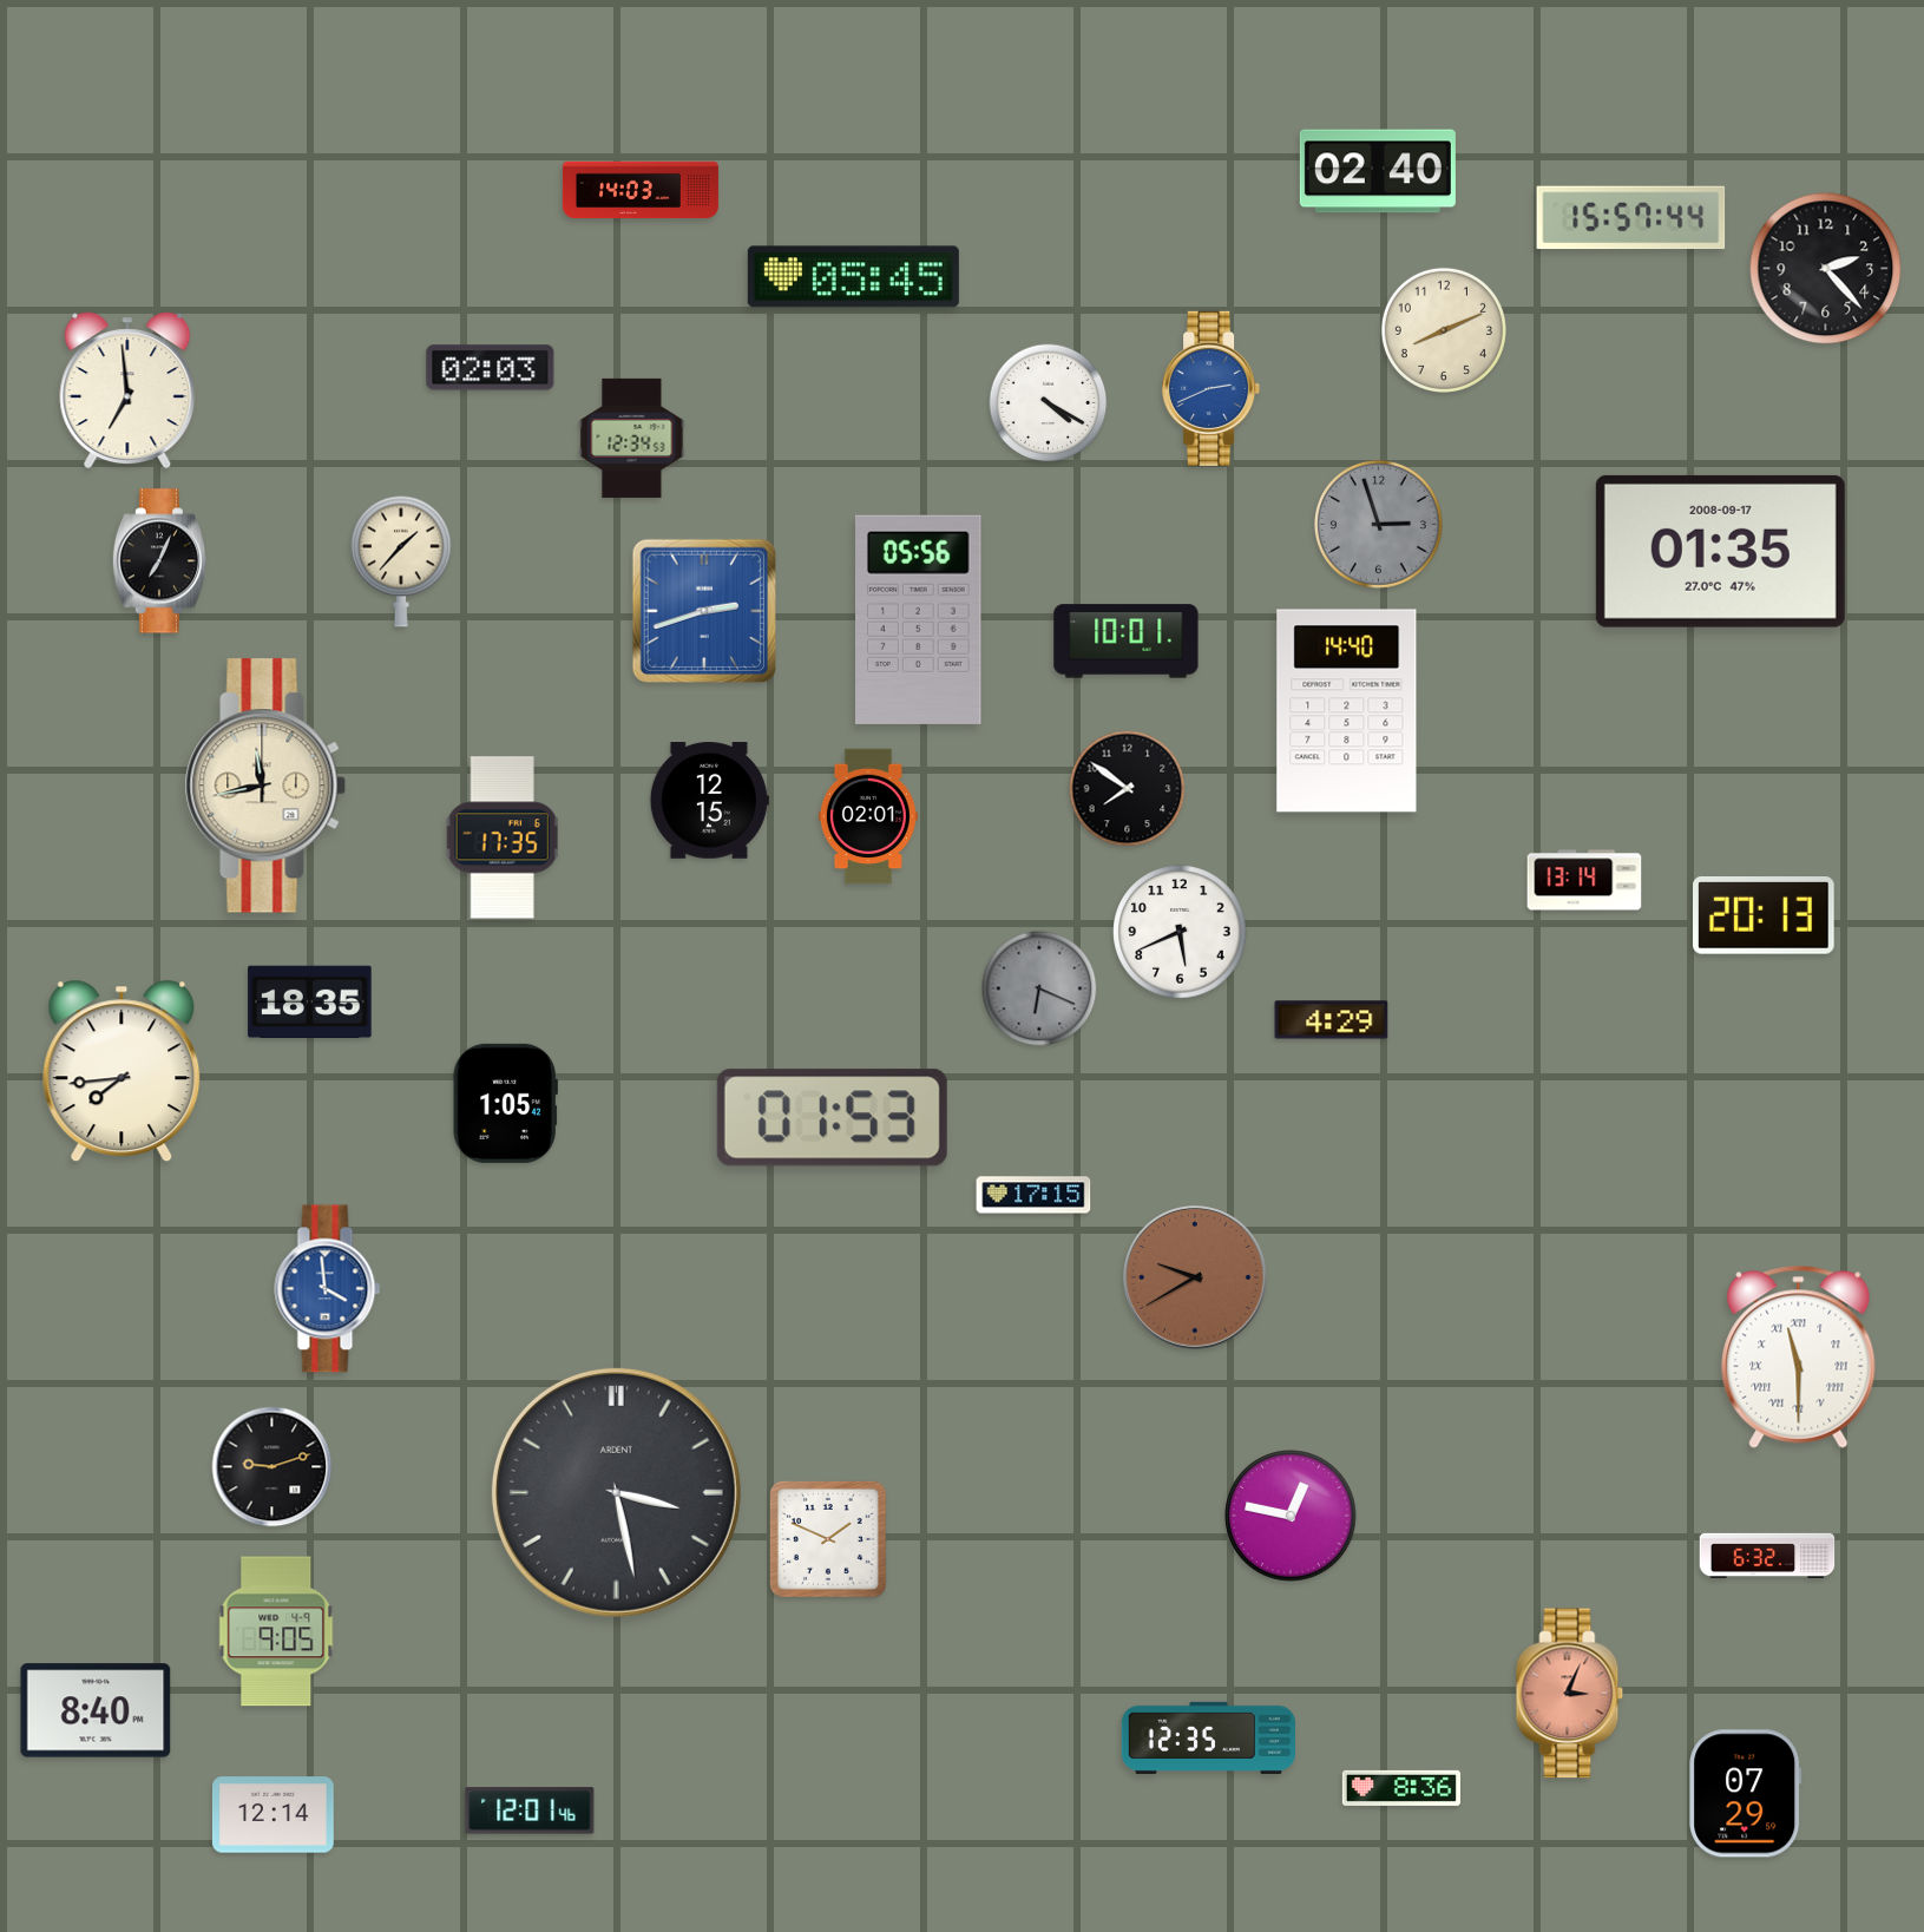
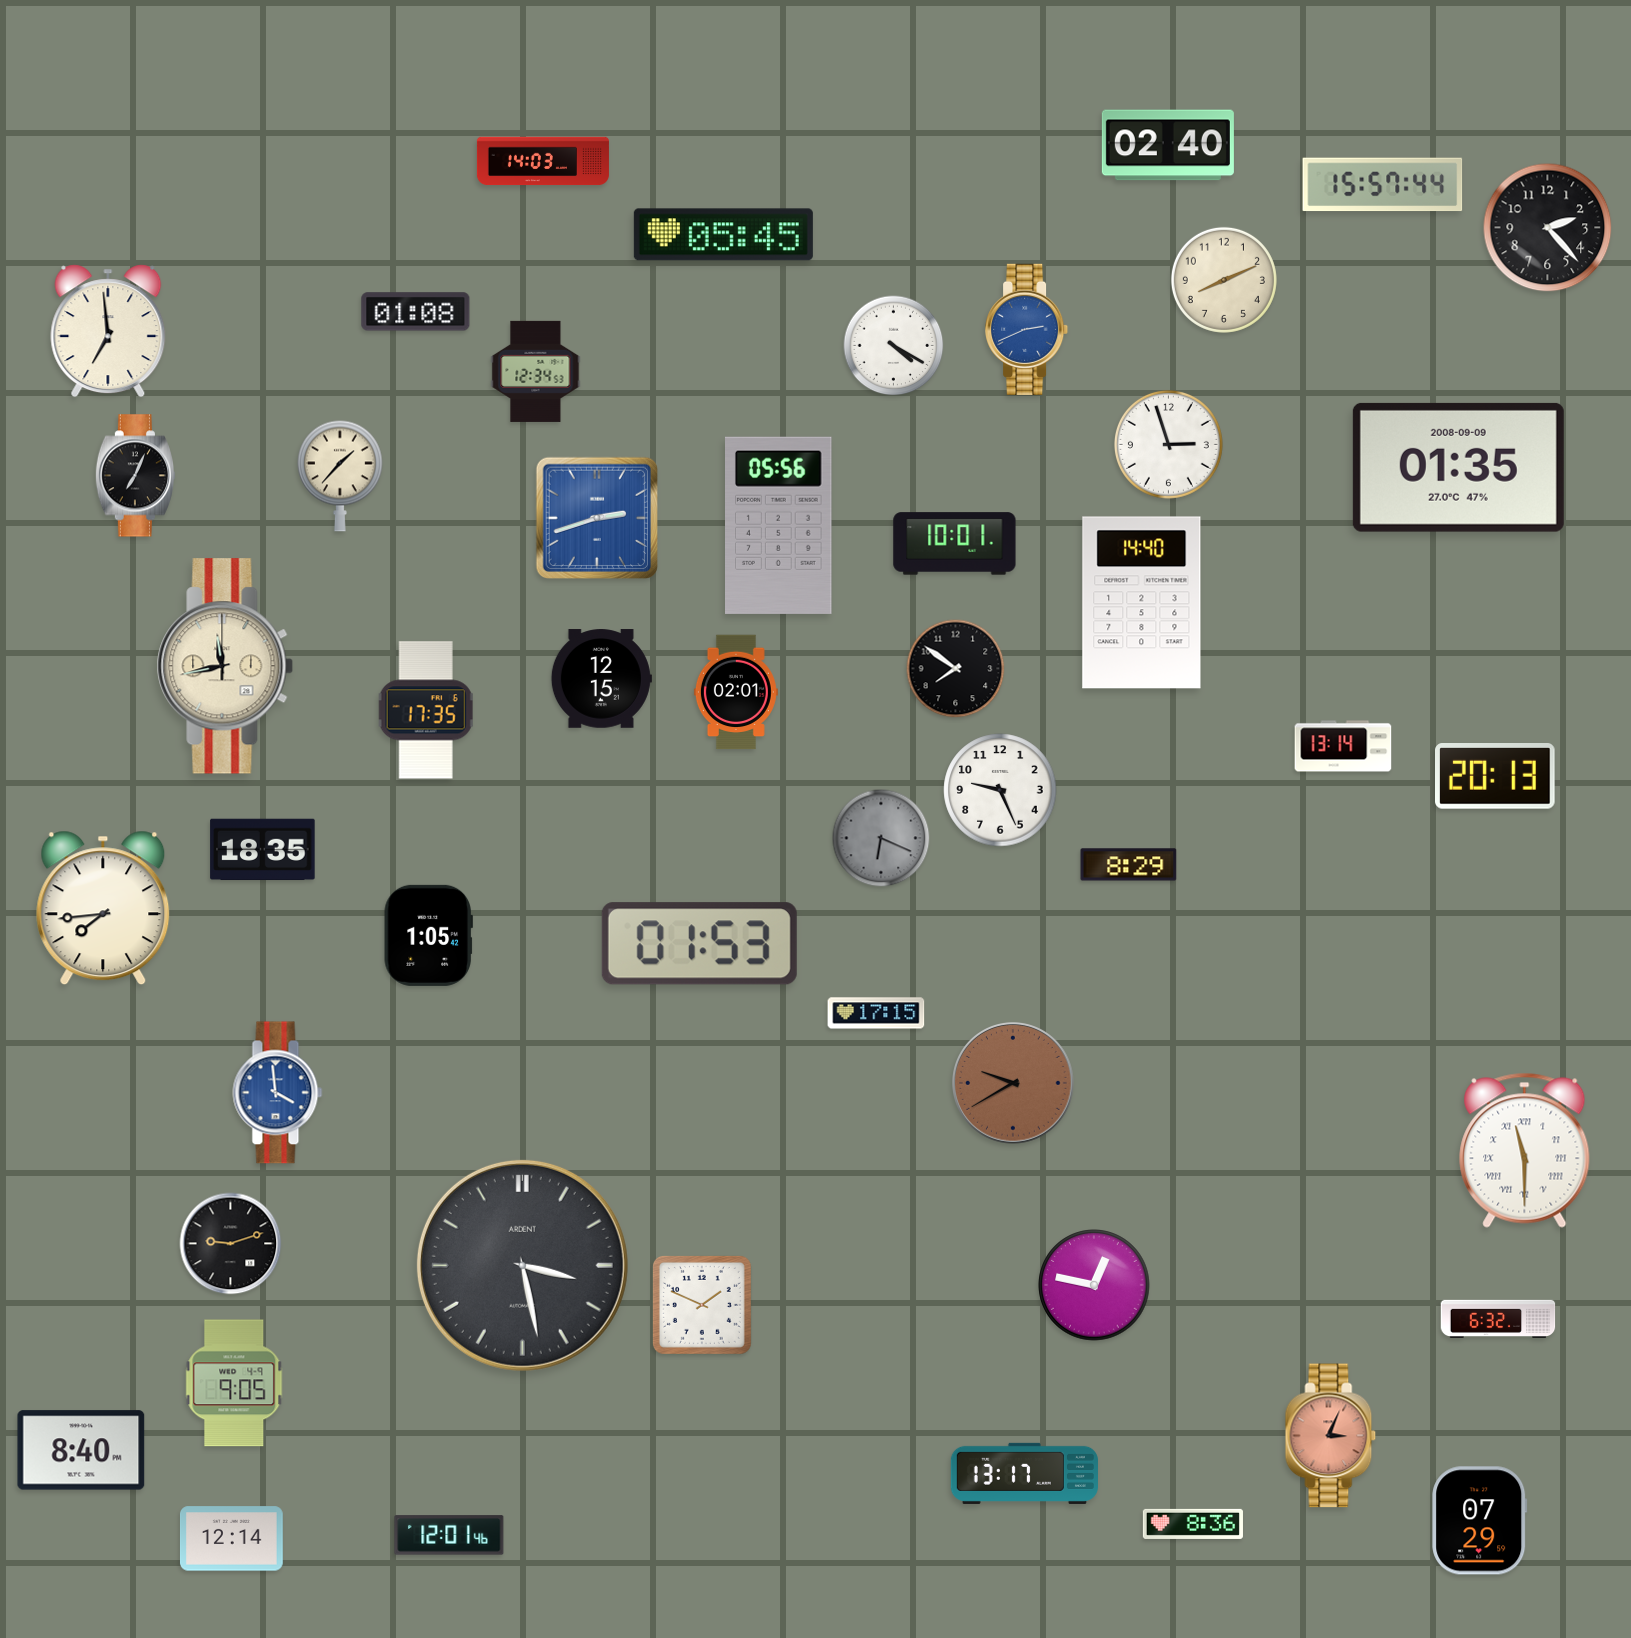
clock at (491, 368): 02:03 -> 01:08
clock at (1049, 403) position: (1049, 403) -> (894, 346)
clock at (1378, 524) dial: grey -> white
clock at (1720, 551) date: 2008-09-17 -> 2008-09-09
clock at (1180, 932): 5:41 -> 9:26
clock at (1332, 1020): 4:29 -> 8:29
clock at (832, 1118) position: (832, 1118) -> (699, 944)
clock at (1208, 1737): 12:35 -> 13:17
clock at (1401, 1788) position: (1401, 1788) -> (1193, 1524)
